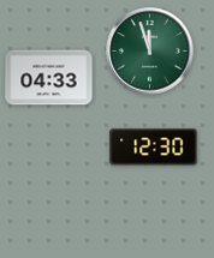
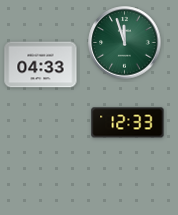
clock at (154, 148): 12:30 -> 12:33
